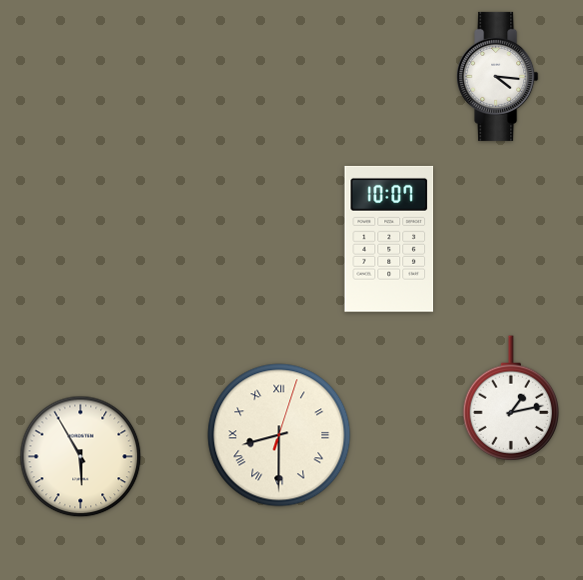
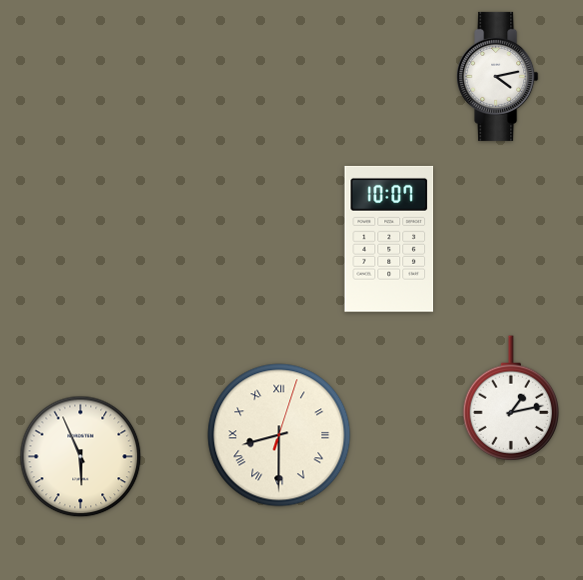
clock at (498, 76): 4:16 -> 4:13
clock at (81, 457): 5:55 -> 5:56
